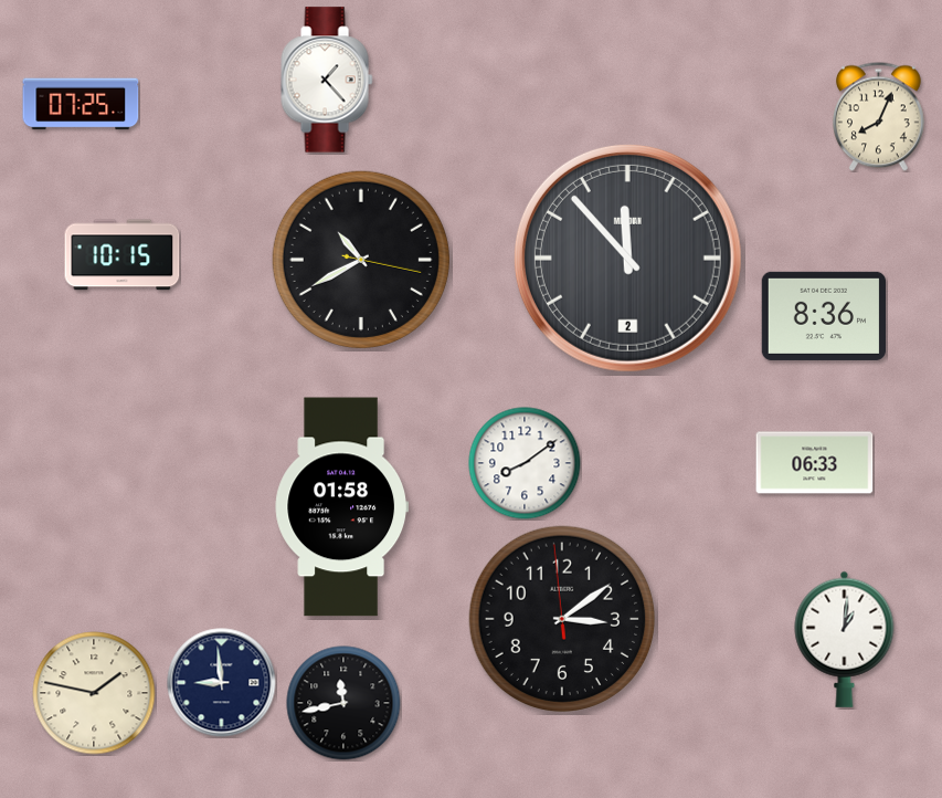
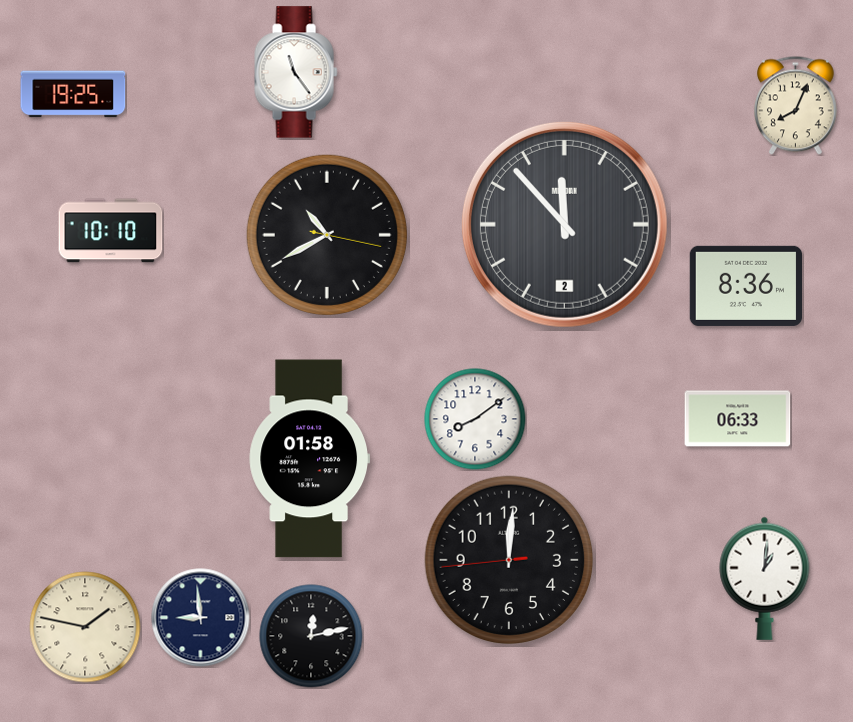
clock at (327, 80): 1:23 -> 11:24
clock at (81, 104): 07:25 -> 19:25
clock at (123, 255): 10:15 -> 10:10
clock at (627, 258) position: (627, 258) -> (564, 224)
clock at (561, 618): 3:08 -> 12:00
clock at (343, 703): 11:43 -> 12:13
